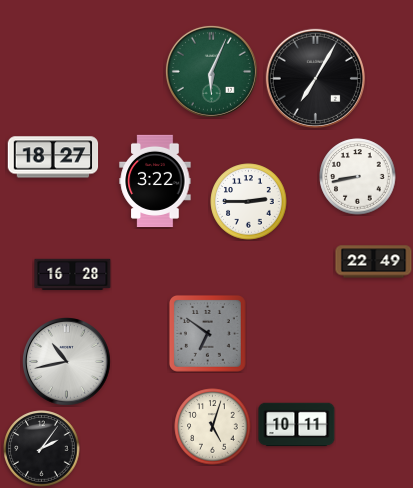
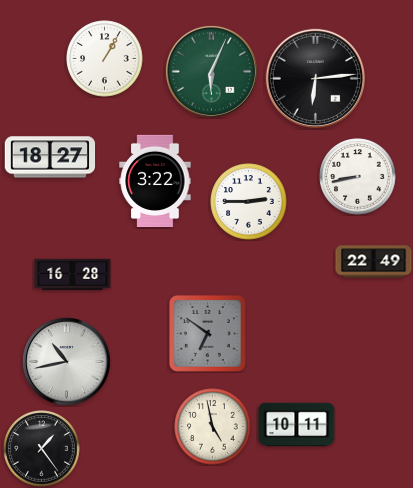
clock at (105, 59): none -> 1:05
clock at (315, 78): 7:05 -> 6:14
clock at (53, 157) position: (53, 157) -> (50, 157)
clock at (213, 427): 5:03 -> 4:58
clock at (42, 449): 2:06 -> 1:24
